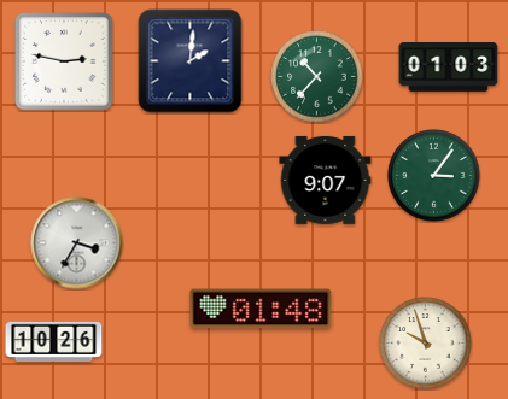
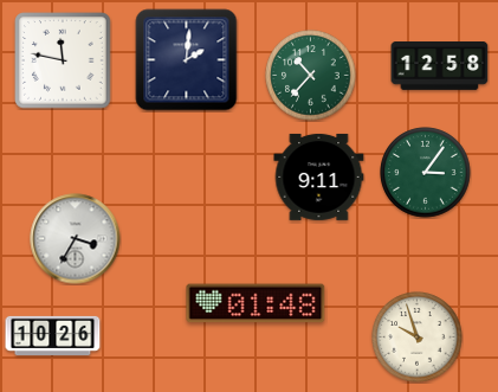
clock at (64, 61): 2:47 -> 11:47
clock at (449, 68): 01:03 -> 12:58
clock at (326, 180): 9:07 -> 9:11
